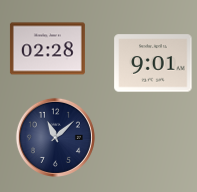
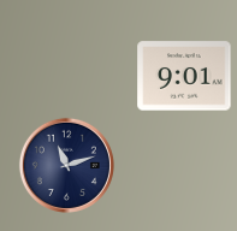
clock at (47, 49): 02:28 -> none
clock at (55, 137): 11:08 -> 11:12
